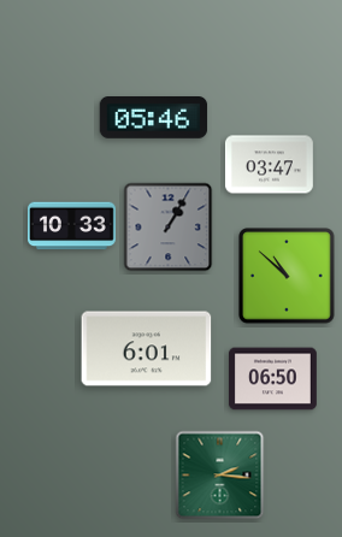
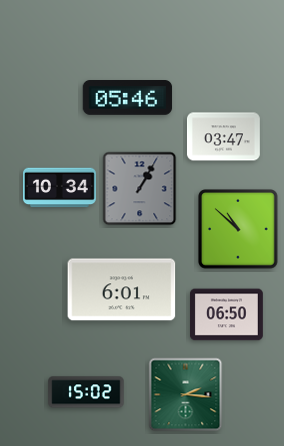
clock at (72, 226): 10:33 -> 10:34
clock at (86, 392): none -> 15:02
clock at (220, 476) position: (220, 476) -> (186, 395)
